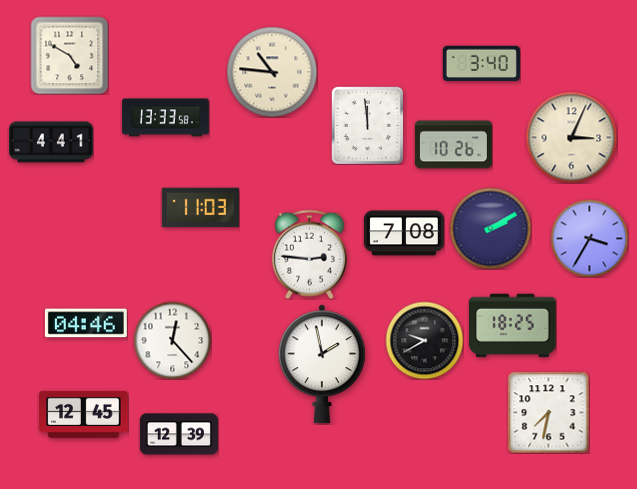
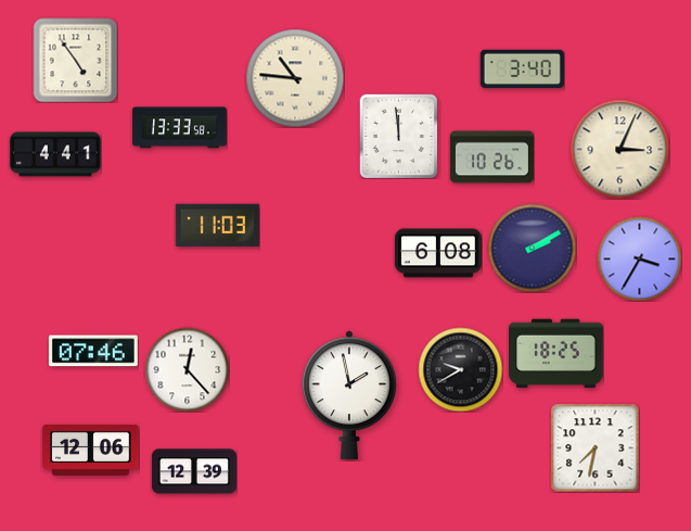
clock at (69, 55): 4:50 -> 4:54
clock at (404, 233): 7:08 -> 6:08
clock at (309, 254): 2:46 -> none
clock at (86, 323): 04:46 -> 07:46
clock at (84, 414): 12:45 -> 12:06
